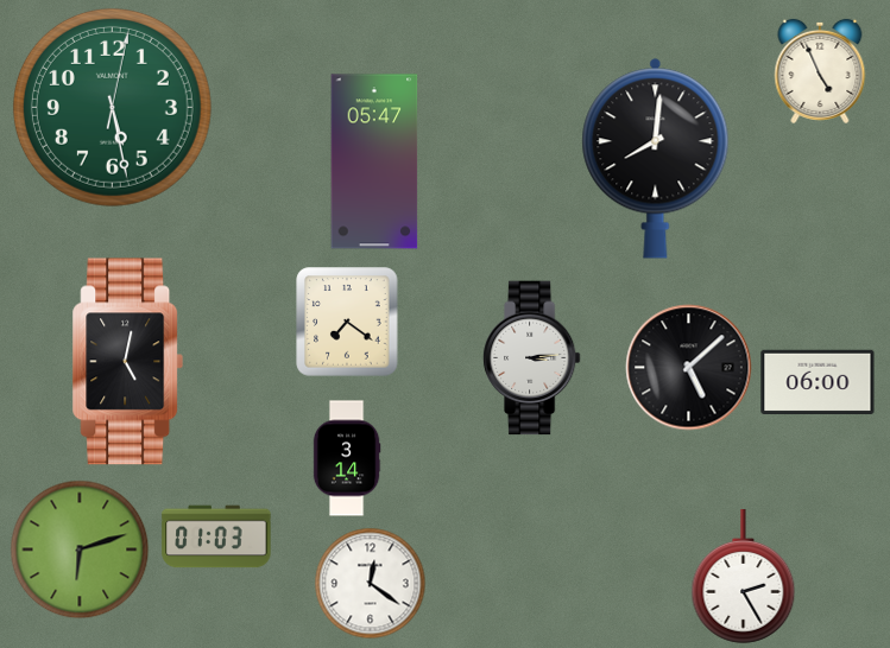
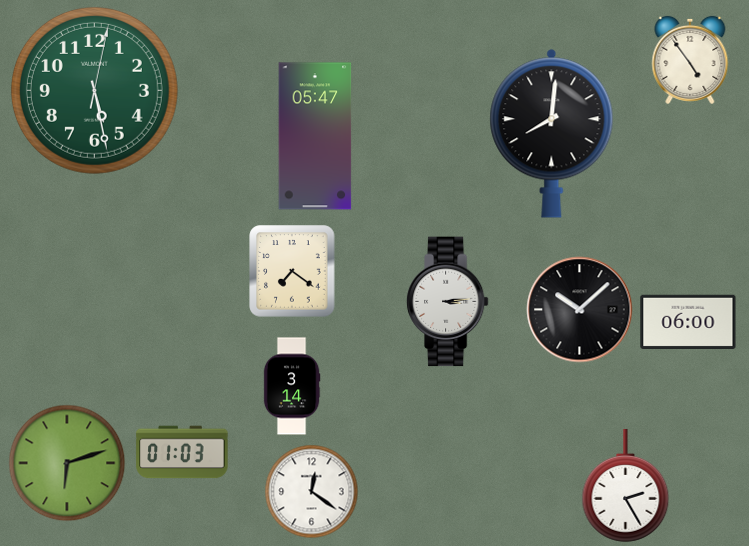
clock at (820, 71): 4:56 -> 4:54
clock at (128, 362): 5:02 -> none
clock at (689, 368): 5:08 -> 10:08
